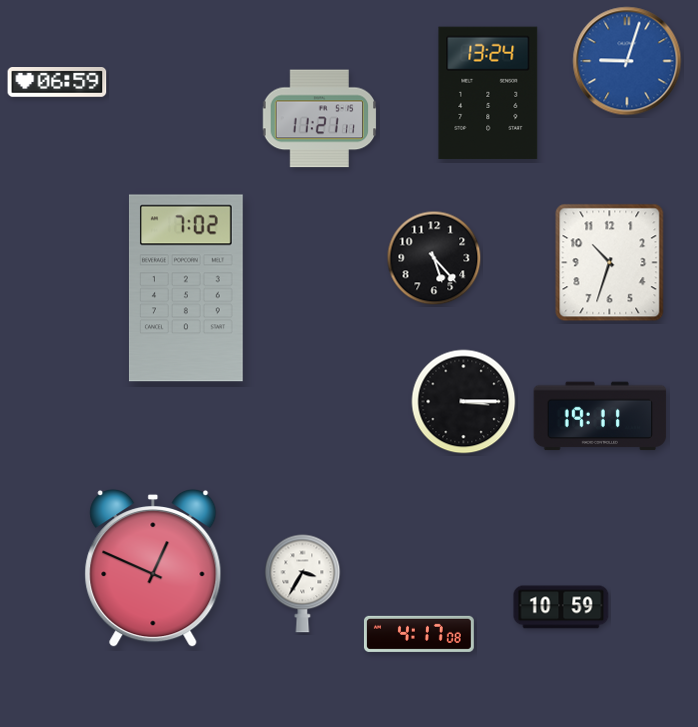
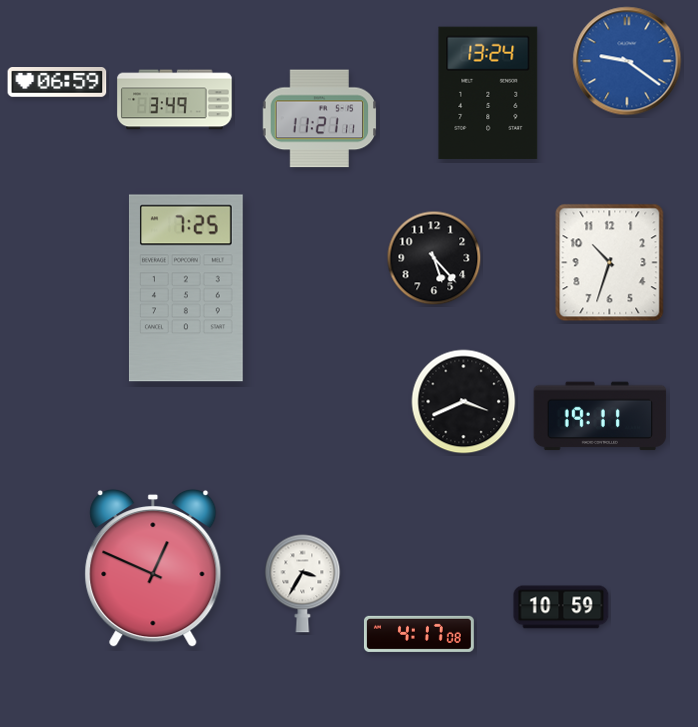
clock at (627, 61): 9:03 -> 9:21
clock at (175, 100): none -> 3:49
clock at (186, 288): 7:02 -> 7:25
clock at (464, 402): 3:15 -> 3:41
